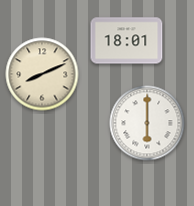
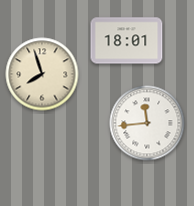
clock at (42, 74): 8:11 -> 7:57
clock at (147, 123): 6:00 -> 11:44
